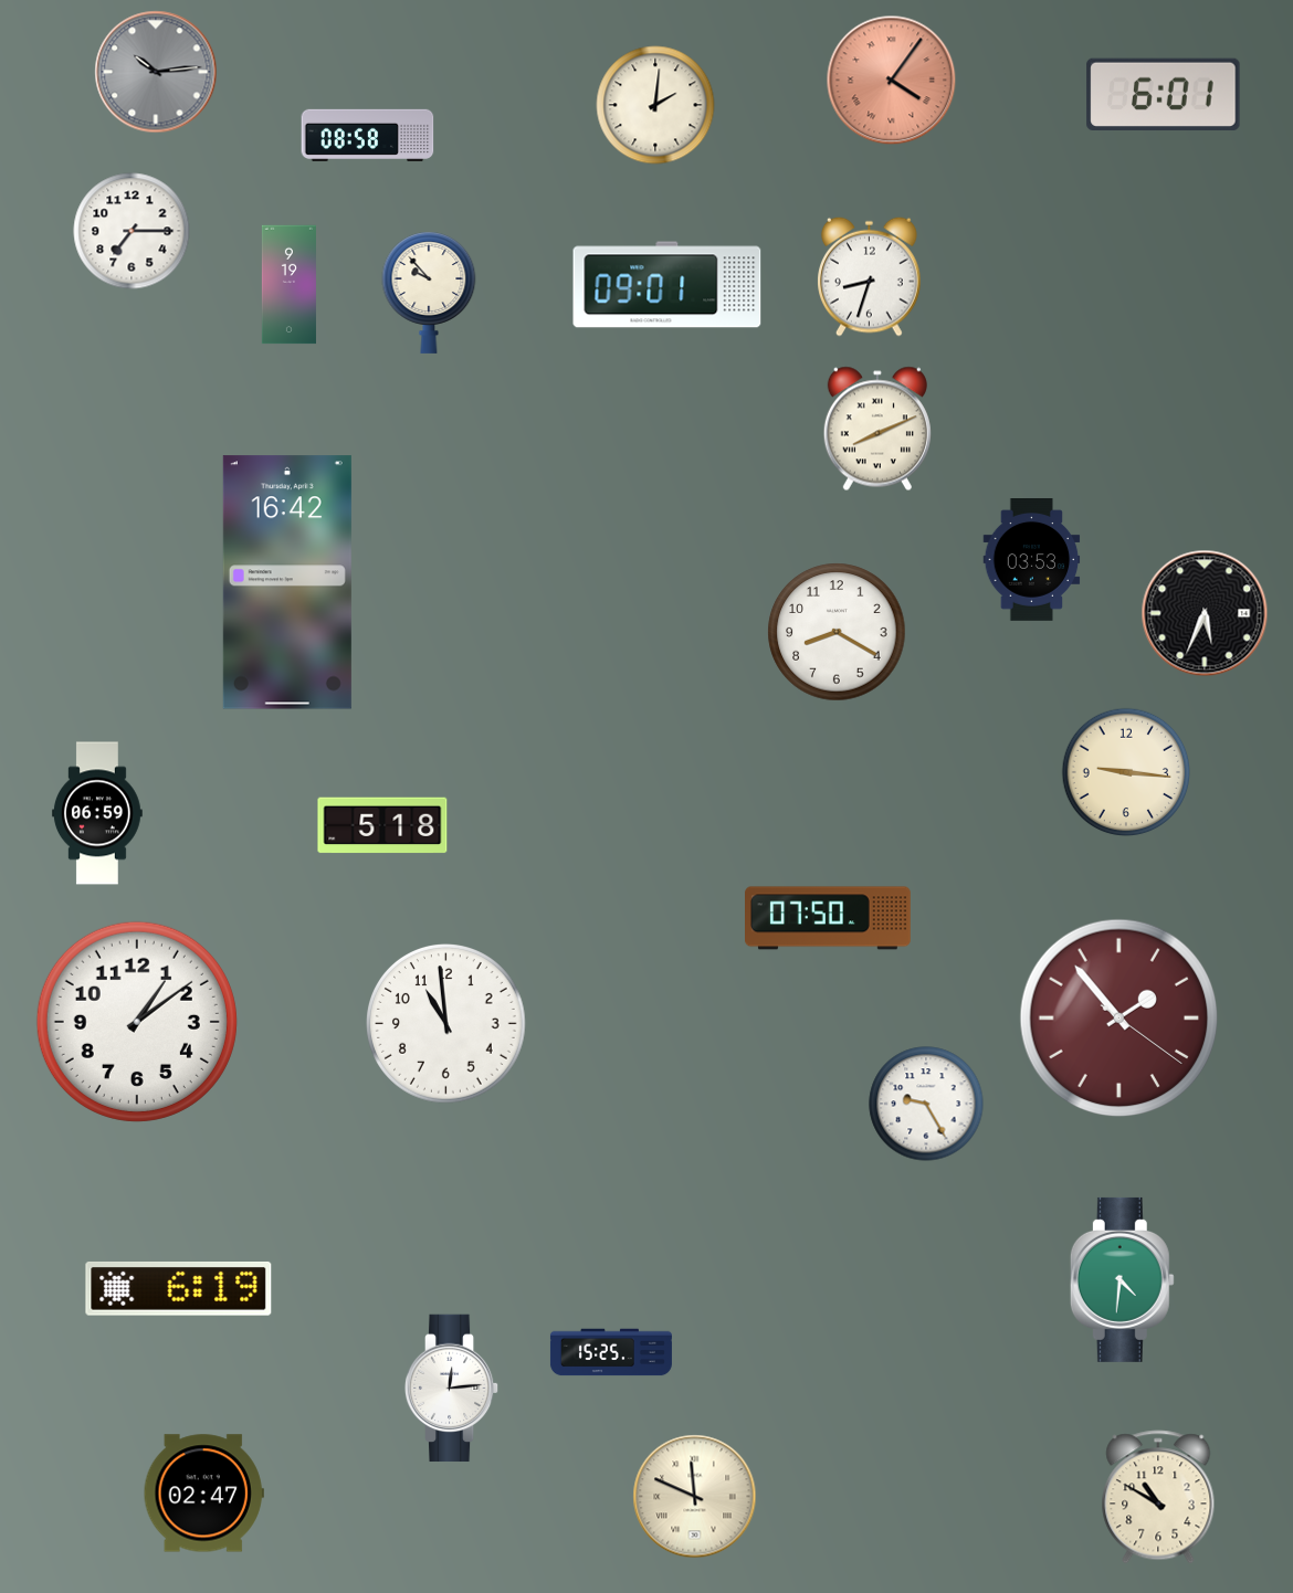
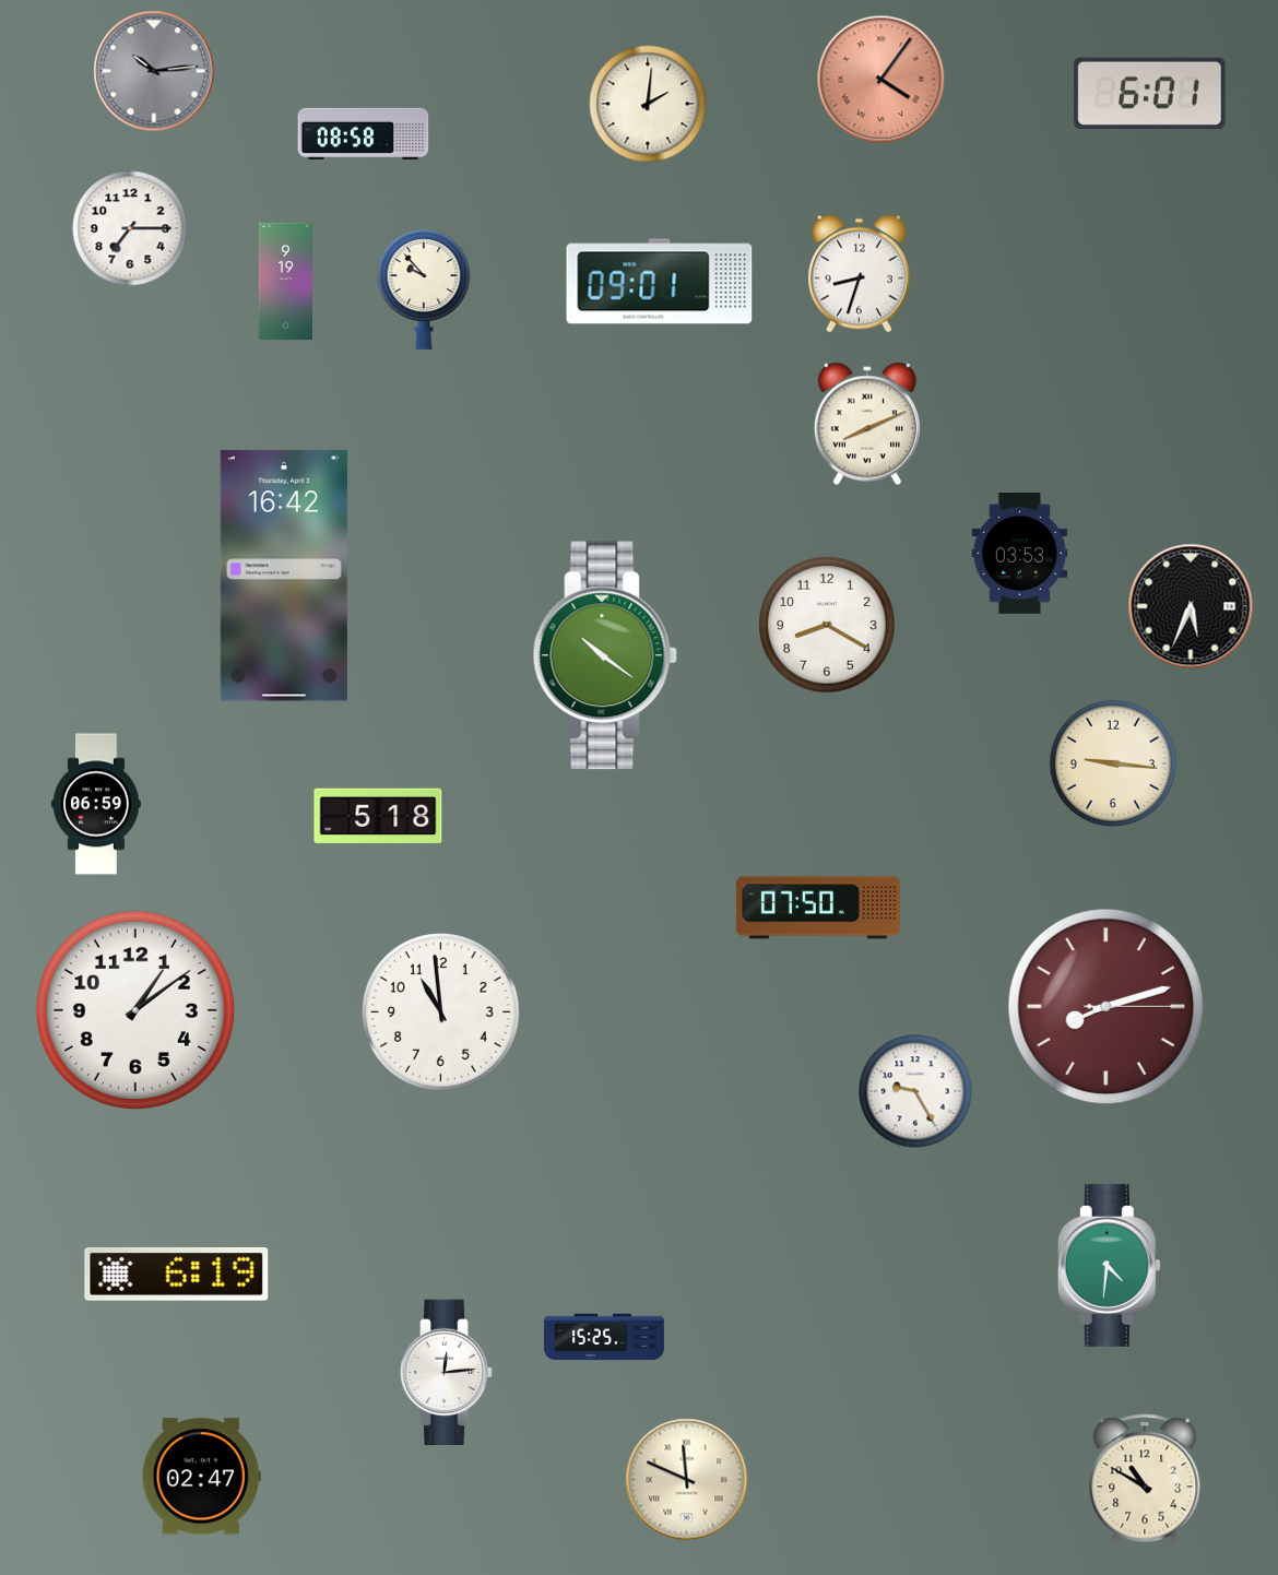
clock at (605, 655): none -> 10:21
clock at (1119, 1019): 1:53 -> 8:12
